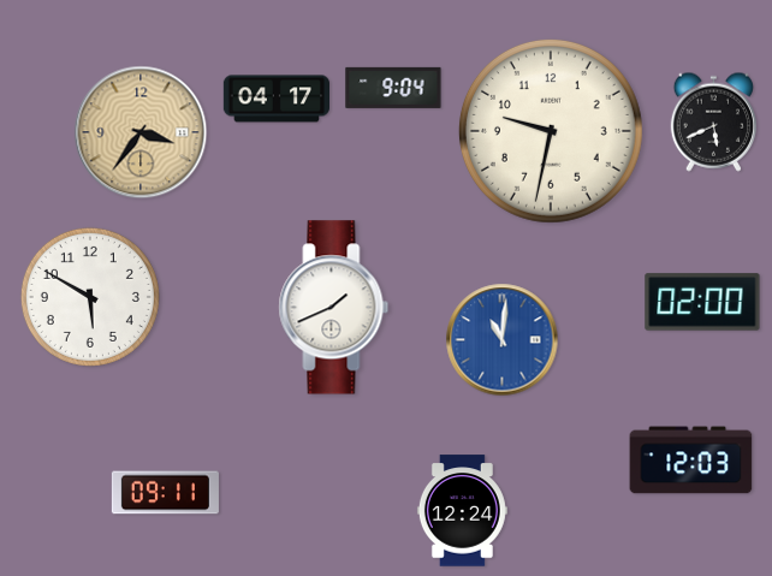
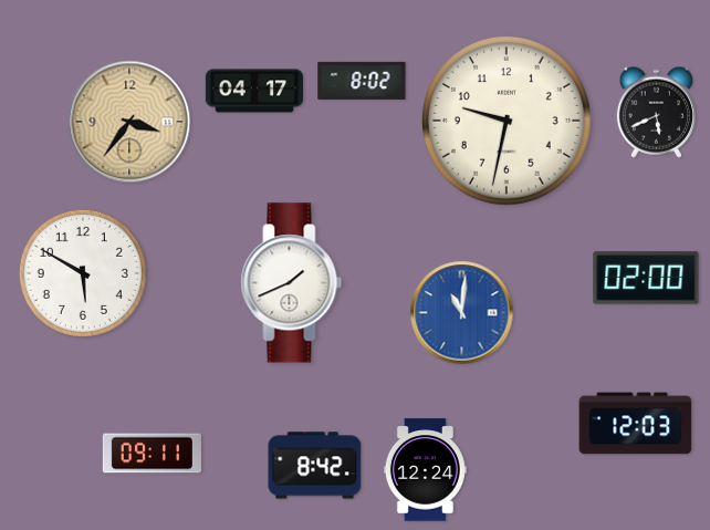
clock at (393, 88): 9:04 -> 8:02
clock at (334, 308) position: (334, 308) -> (292, 283)
clock at (315, 466): none -> 8:42
